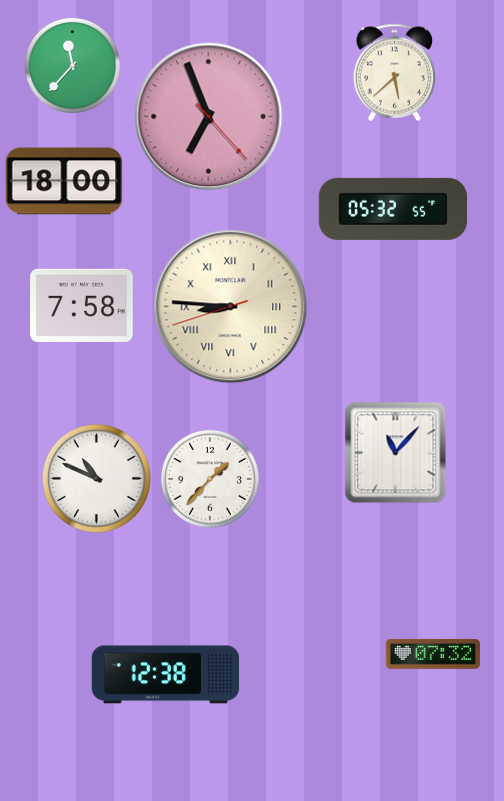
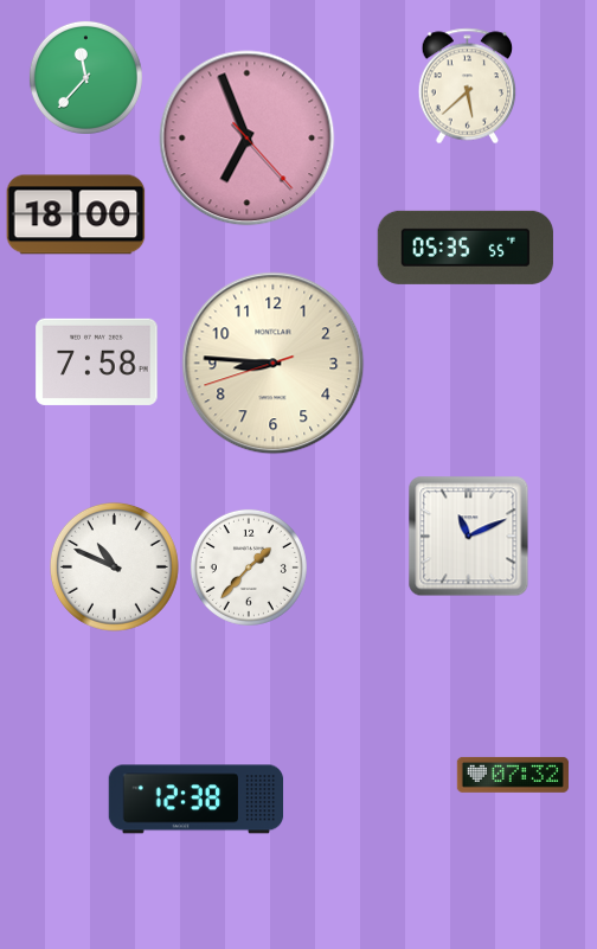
clock at (393, 209): 05:32 -> 05:35
clock at (231, 307) numerals: Roman -> Arabic
clock at (396, 453): 11:07 -> 11:11
